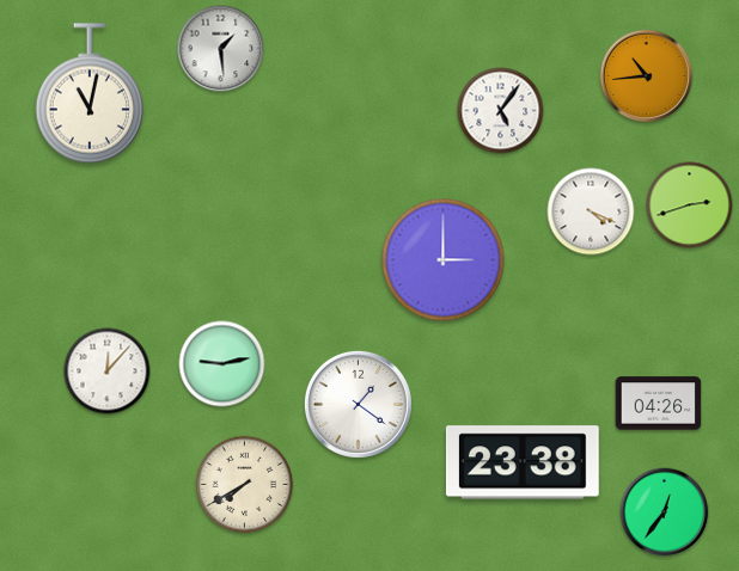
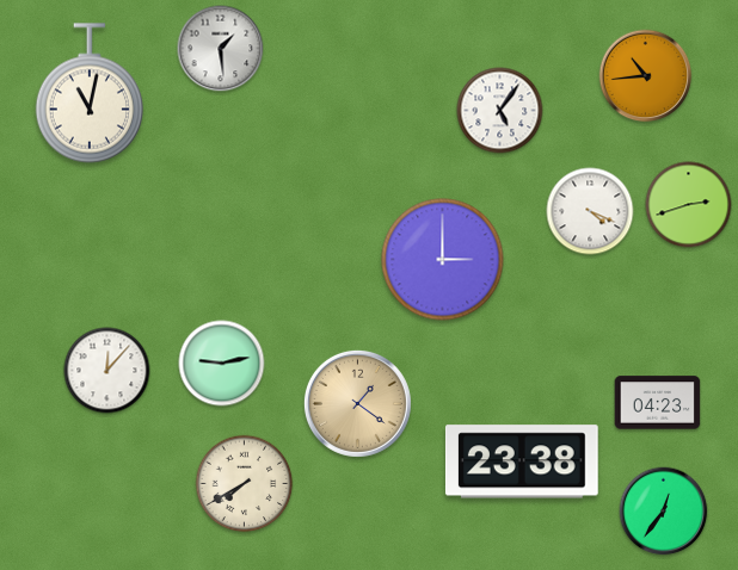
clock at (358, 404) dial: white -> champagne
clock at (659, 404): 04:26 -> 04:23
